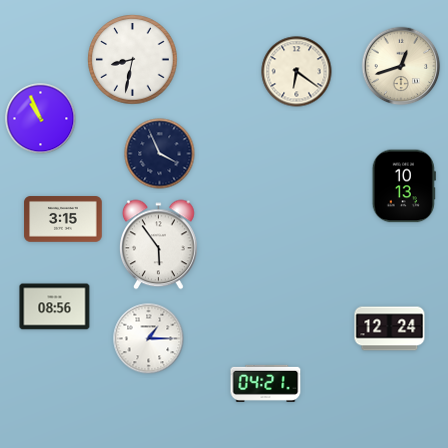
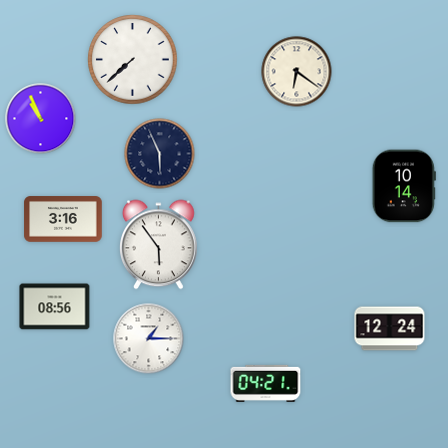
clock at (133, 60): 8:32 -> 7:38
clock at (401, 66): 12:42 -> none
clock at (160, 154): 3:56 -> 5:56
clock at (404, 186): 10:13 -> 10:14
clock at (63, 219): 3:15 -> 3:16
